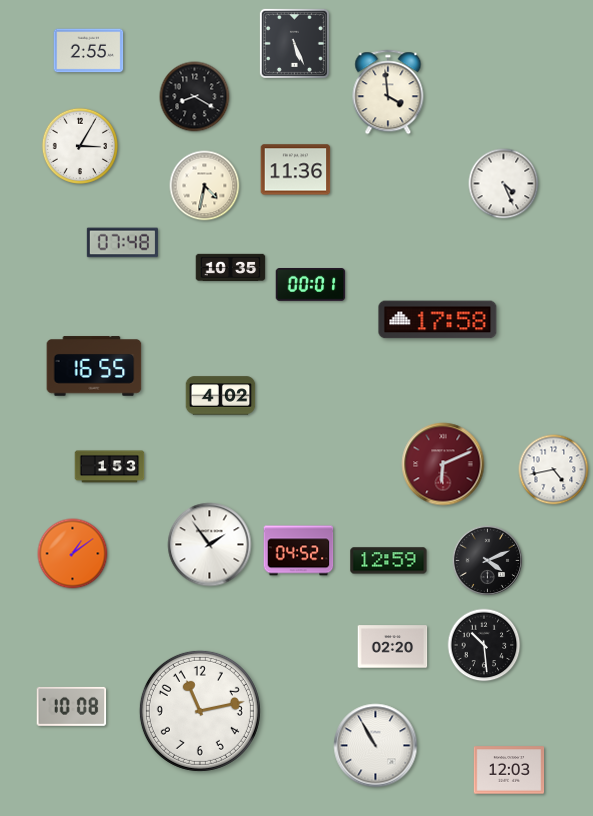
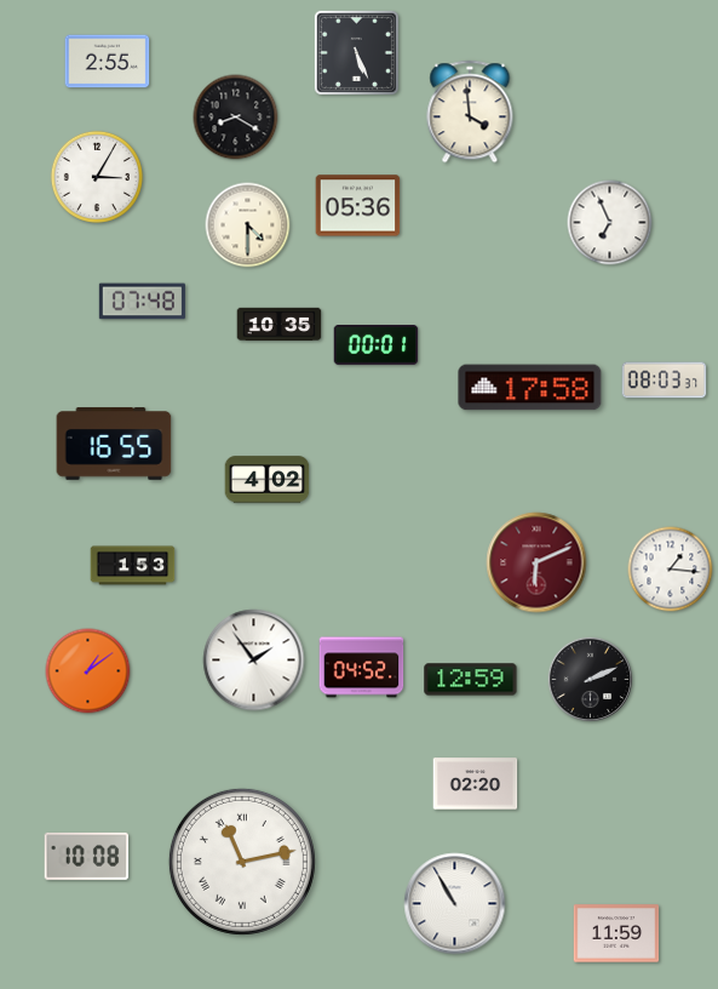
clock at (296, 170): 11:36 -> 05:36
clock at (504, 184): 4:26 -> 6:56
clock at (205, 186): 4:32 -> 4:30
clock at (122, 243) position: (122, 243) -> (142, 302)
clock at (665, 381): none -> 08:03
clock at (554, 470): 4:43 -> 1:16
clock at (488, 561): 4:11 -> 2:11
clock at (484, 645): 10:29 -> none
clock at (200, 711) numerals: Arabic -> Roman
clock at (509, 770): 12:03 -> 11:59
